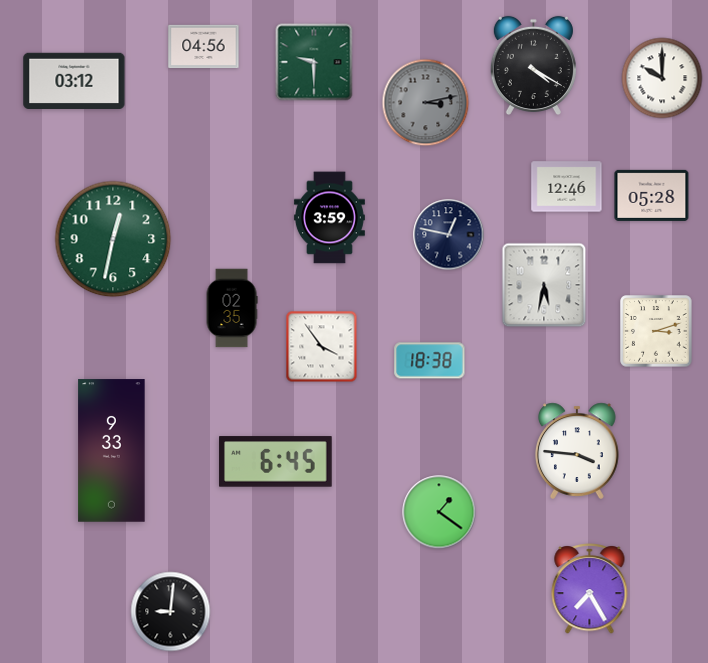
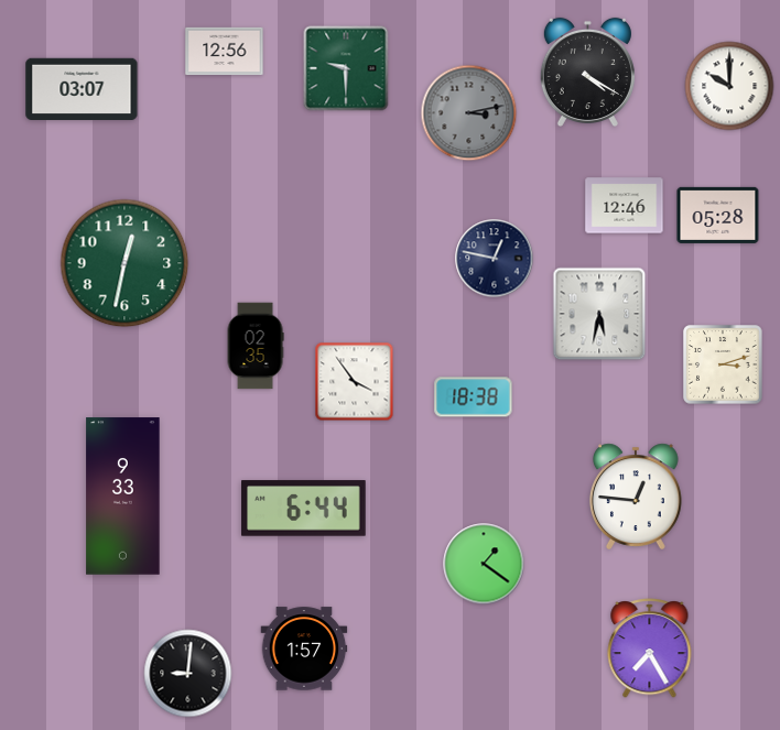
clock at (204, 47): 04:56 -> 12:56
clock at (74, 80): 03:12 -> 03:07
clock at (329, 218): 3:59 -> none
clock at (232, 308) position: (232, 308) -> (256, 346)
clock at (577, 451): 3:46 -> 12:46
clock at (276, 462): 6:45 -> 6:44
clock at (304, 649): none -> 1:57
